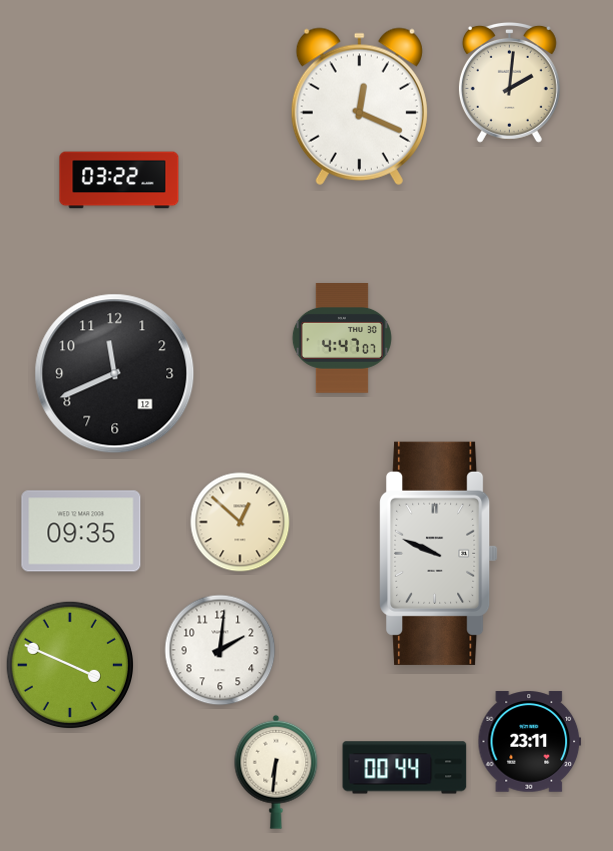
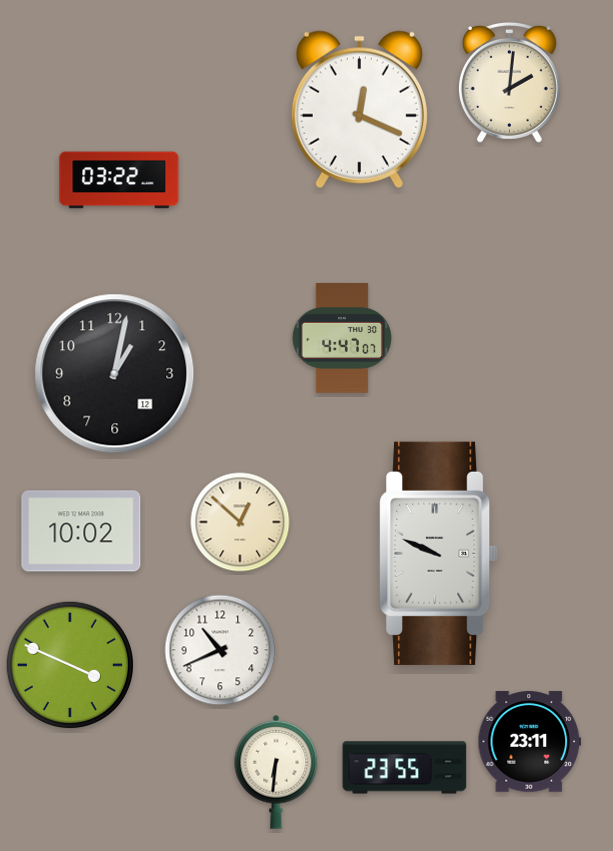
clock at (359, 106) position: (359, 106) -> (359, 109)
clock at (115, 374): 11:41 -> 1:02
clock at (81, 531): 09:35 -> 10:02
clock at (220, 650): 2:01 -> 10:41
clock at (405, 768): 00:44 -> 23:55
